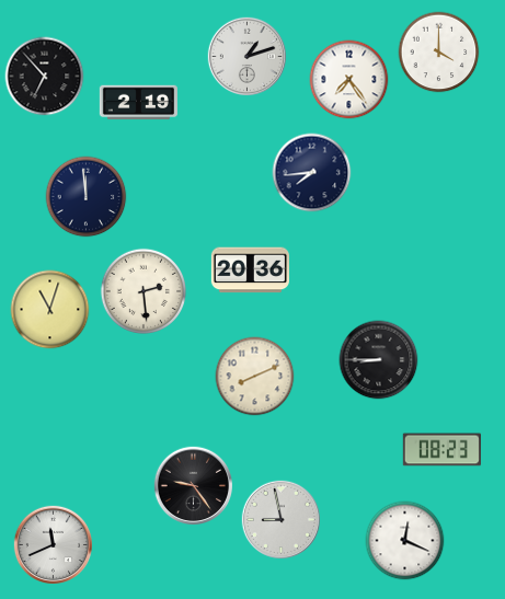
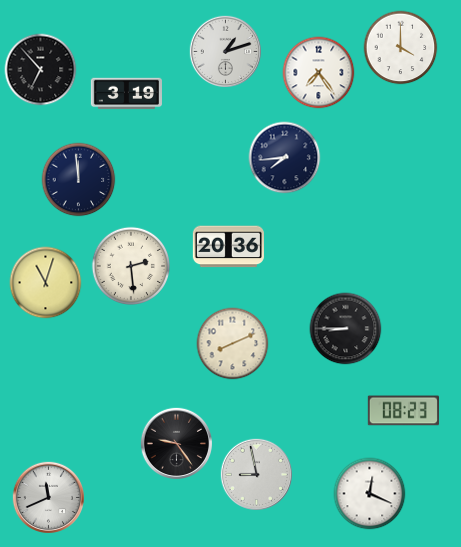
clock at (138, 103): 2:19 -> 3:19
